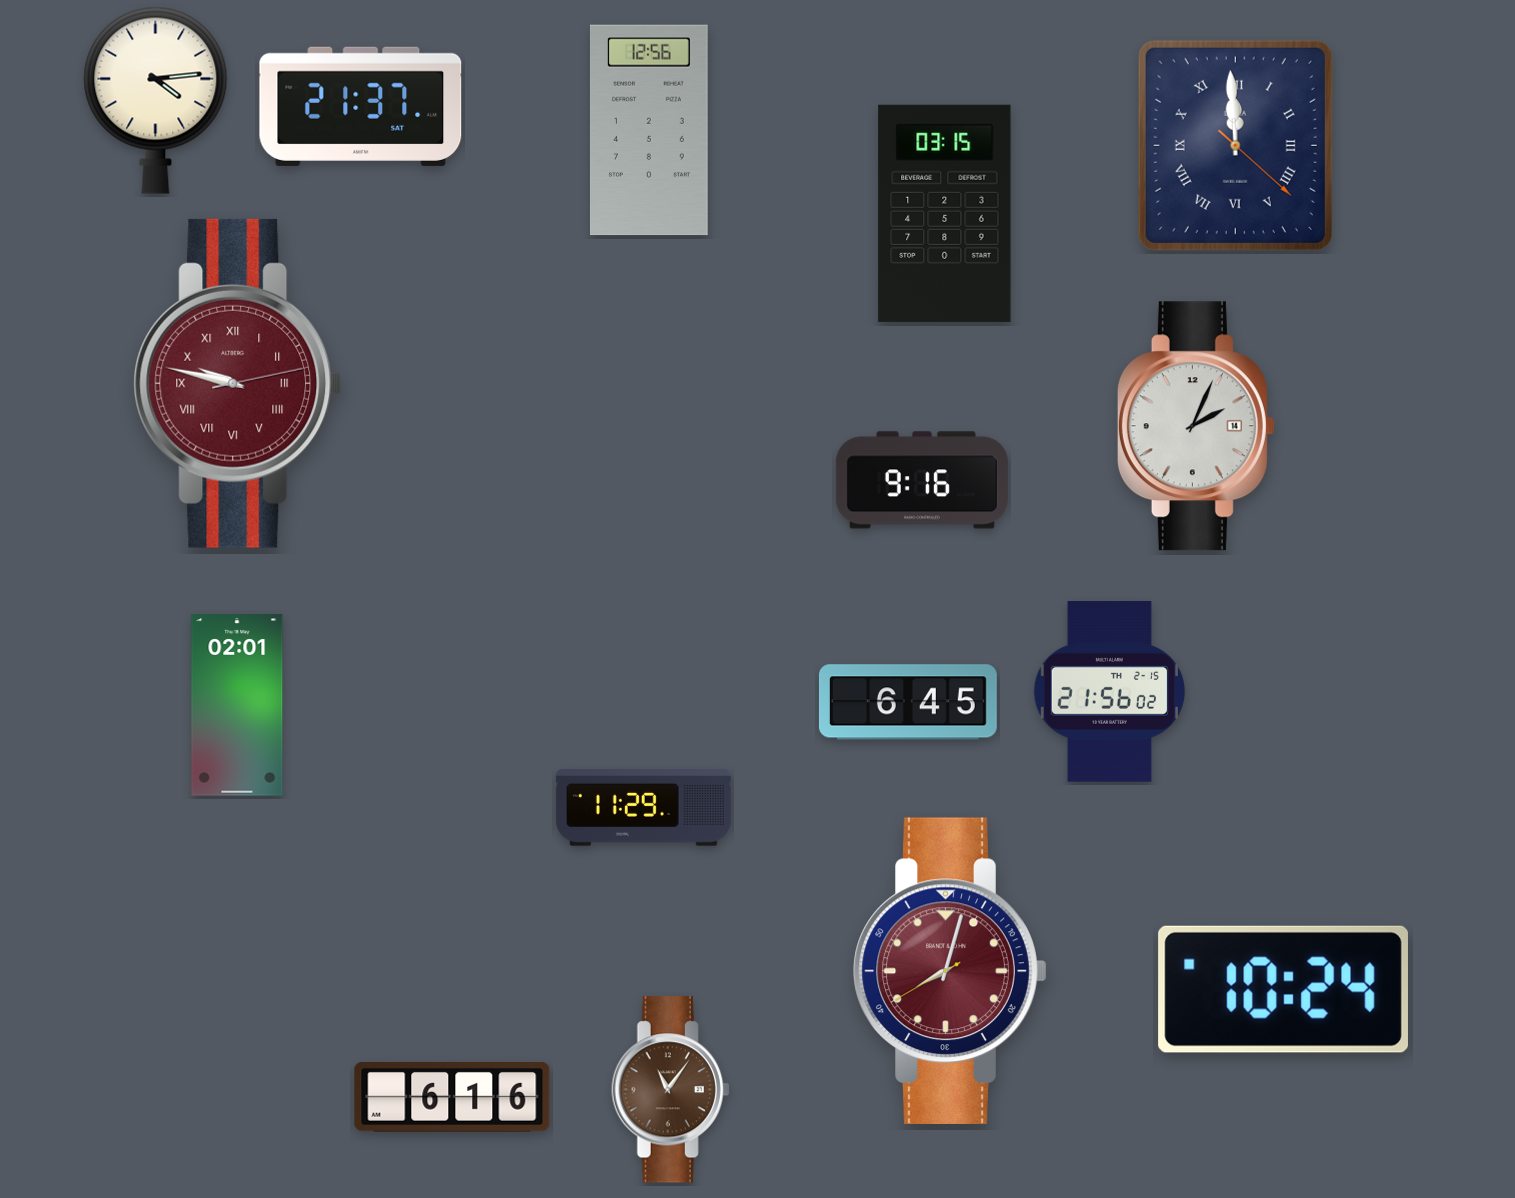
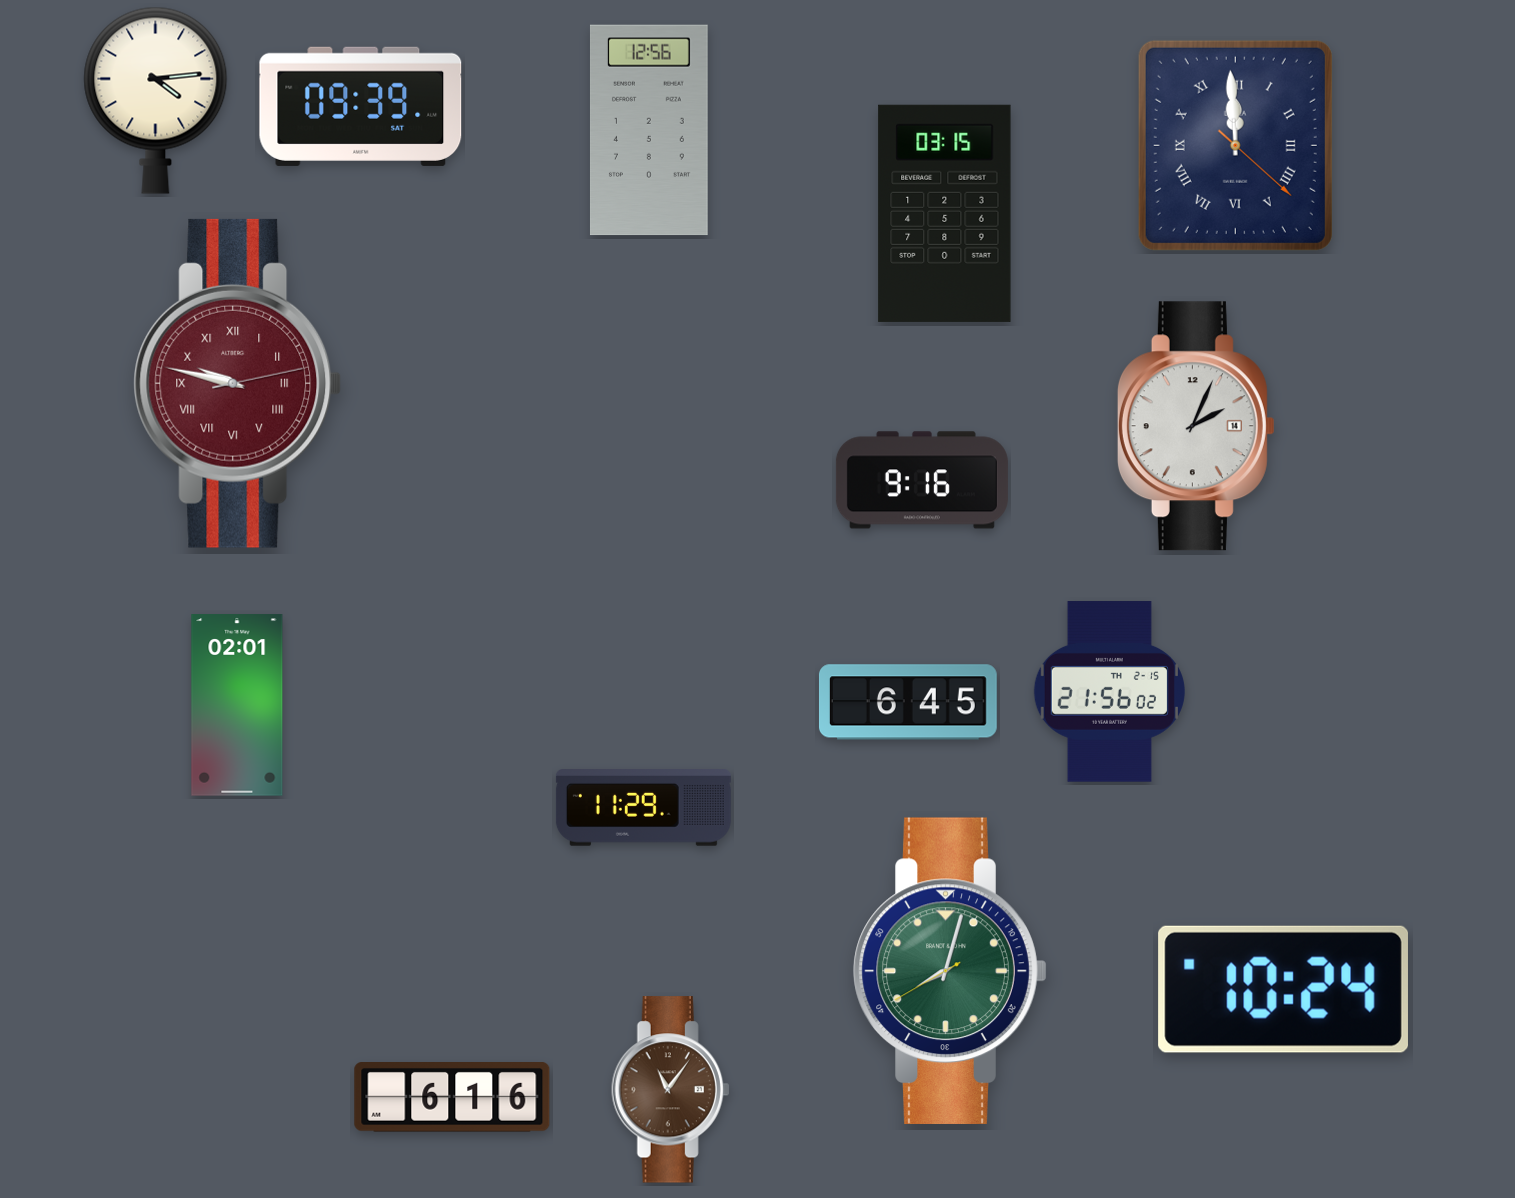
clock at (361, 106): 21:37 -> 09:39
clock at (950, 971) dial: burgundy -> green
